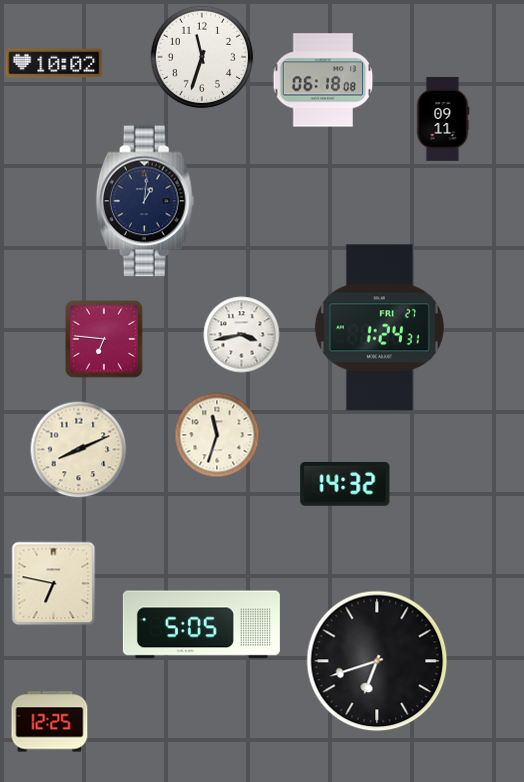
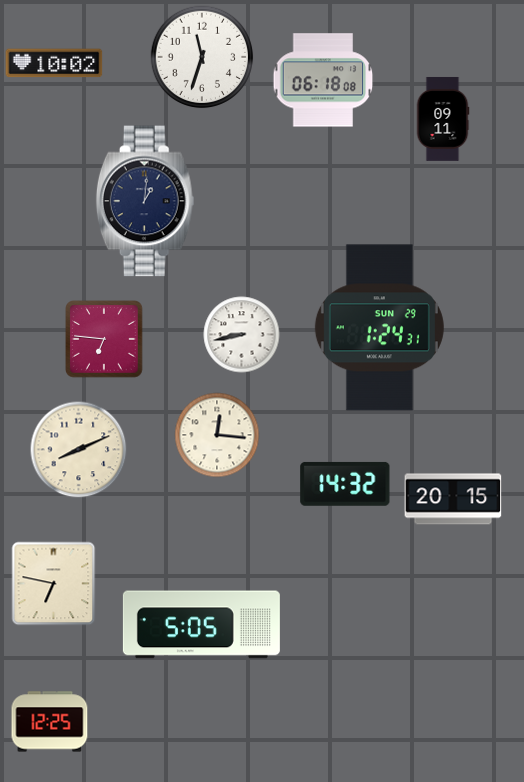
clock at (379, 328) date: FRI 27 -> SUN 29
clock at (242, 335): 3:43 -> 8:43
clock at (217, 435): 11:33 -> 12:16
clock at (453, 499): none -> 20:15
clock at (377, 661): 6:42 -> none
